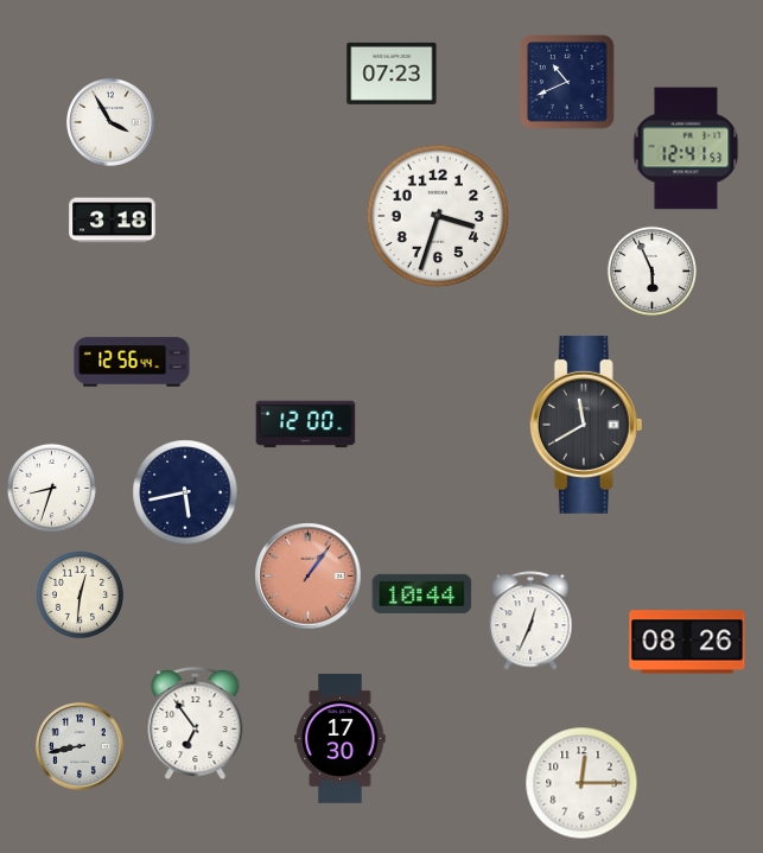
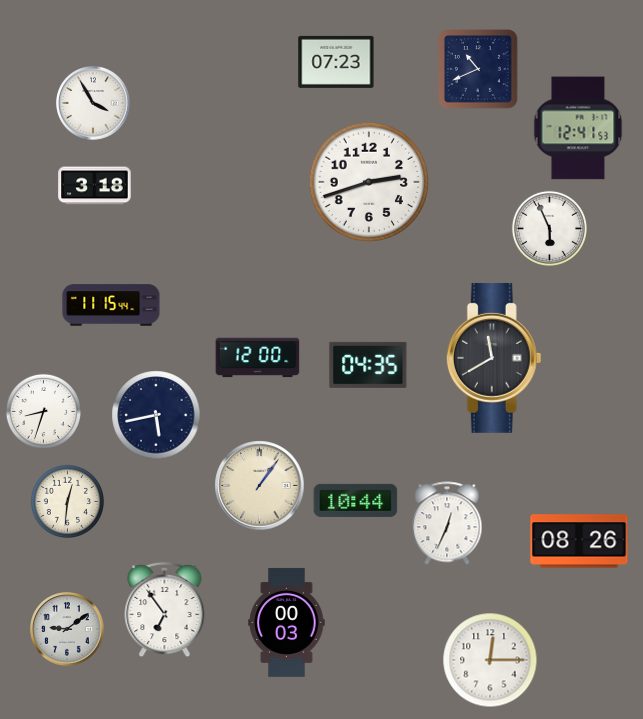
clock at (392, 74) position: (392, 74) -> (336, 62)
clock at (686, 148) position: (686, 148) -> (578, 128)
clock at (438, 216): 3:33 -> 2:42
clock at (132, 362): 12:56 -> 11:15
clock at (368, 365): none -> 04:35
clock at (309, 577) dial: salmon -> cream
clock at (341, 738): 17:30 -> 00:03
clock at (80, 746): 8:43 -> 9:09
